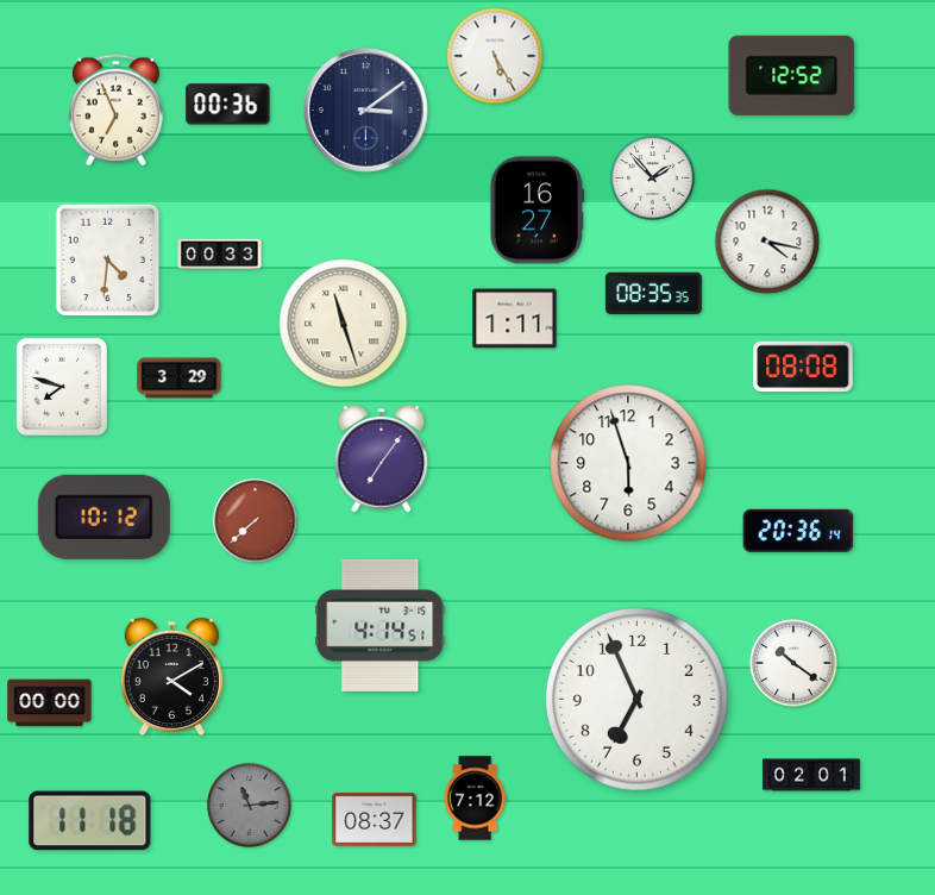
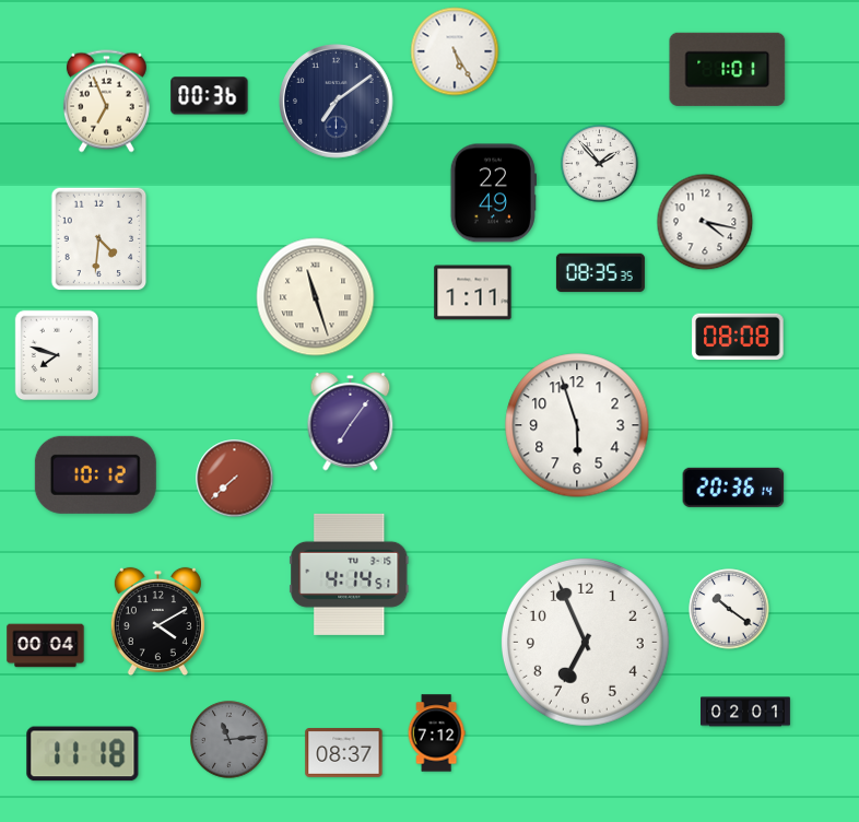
clock at (792, 75): 12:52 -> 1:01
clock at (366, 111): 3:09 -> 7:09
clock at (536, 211): 16:27 -> 22:49
clock at (220, 255): 00:33 -> none
clock at (653, 294) position: (653, 294) -> (600, 273)
clock at (180, 378): 3:29 -> none
clock at (50, 703): 00:00 -> 00:04
